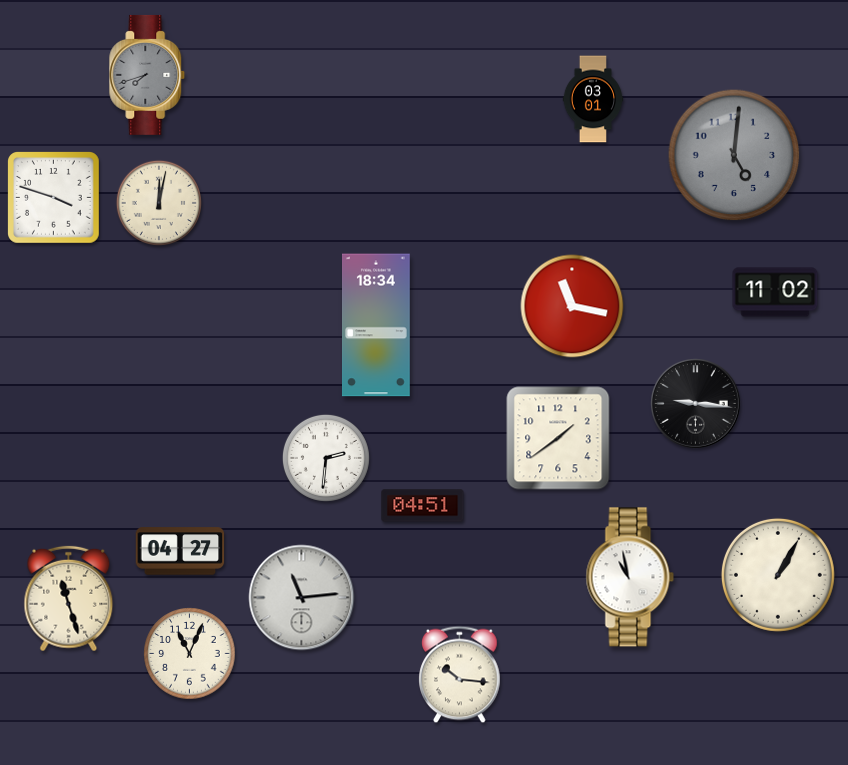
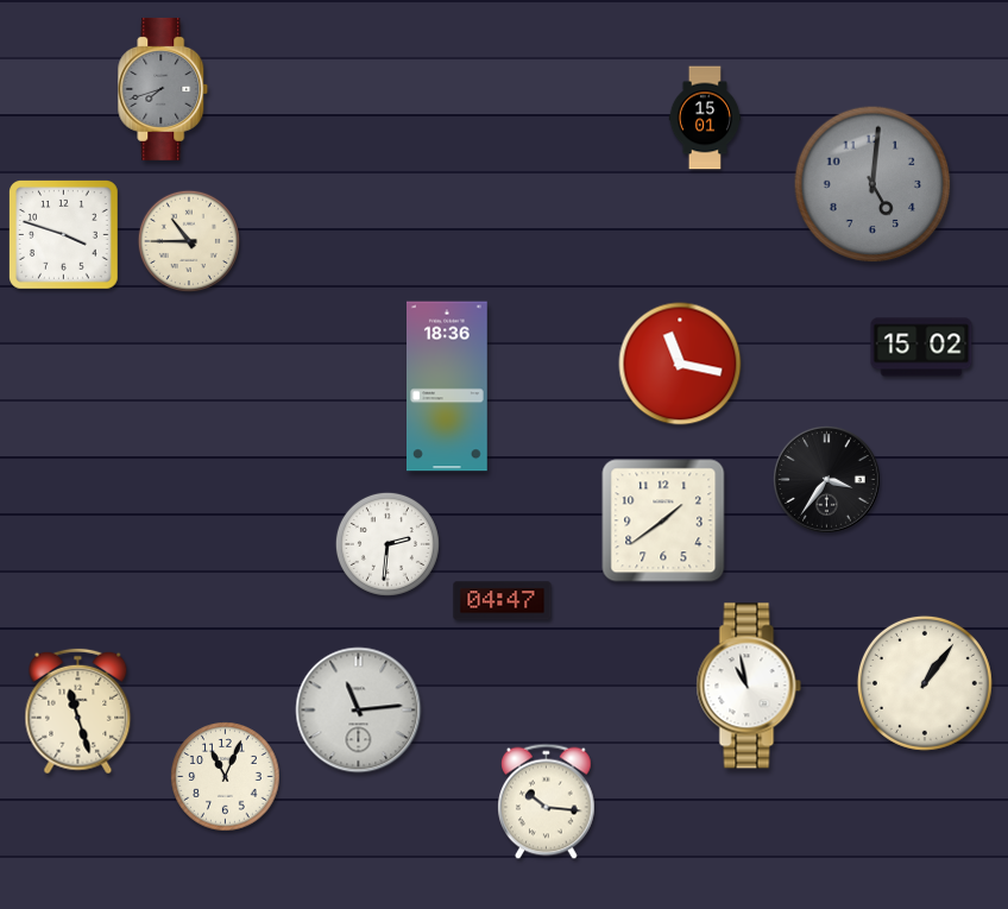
clock at (147, 75) position: (147, 75) -> (163, 89)
clock at (593, 99): 03:01 -> 15:01
clock at (159, 203): 12:02 -> 10:45
clock at (775, 292): 11:02 -> 15:02
clock at (377, 325): 18:34 -> 18:36
clock at (696, 404): 9:16 -> 3:36
clock at (423, 506): 04:51 -> 04:47
clock at (180, 551): 04:27 -> none
clock at (778, 575): 1:05 -> 1:06
clock at (69, 599) position: (69, 599) -> (78, 712)
